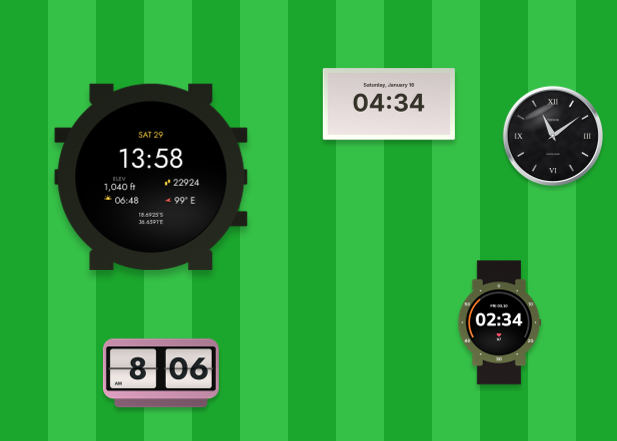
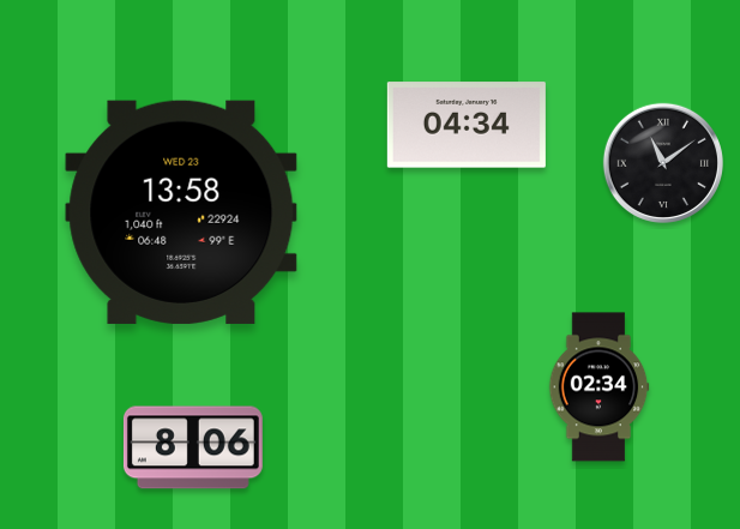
clock at (151, 177) date: SAT 29 -> WED 23
